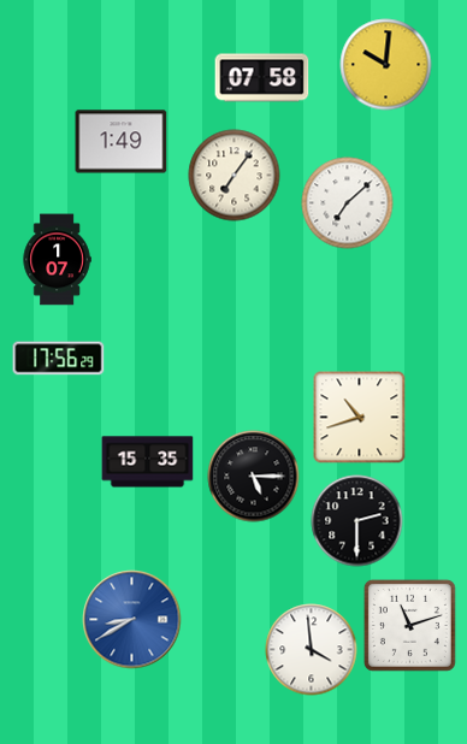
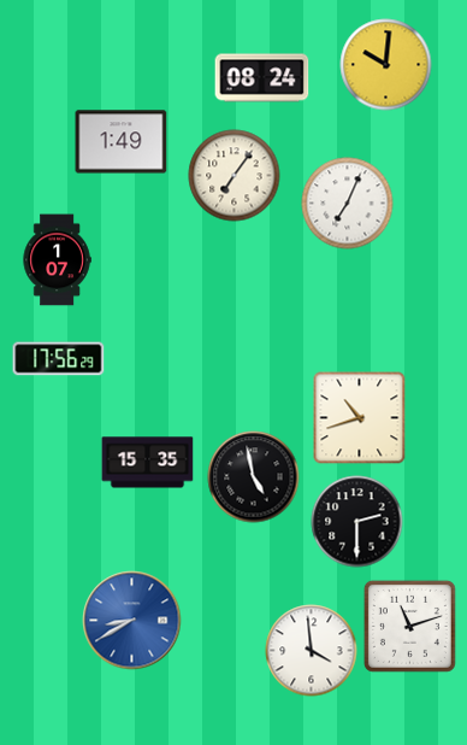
clock at (262, 78): 07:58 -> 08:24
clock at (348, 203): 7:08 -> 7:04
clock at (254, 477): 5:15 -> 4:58
